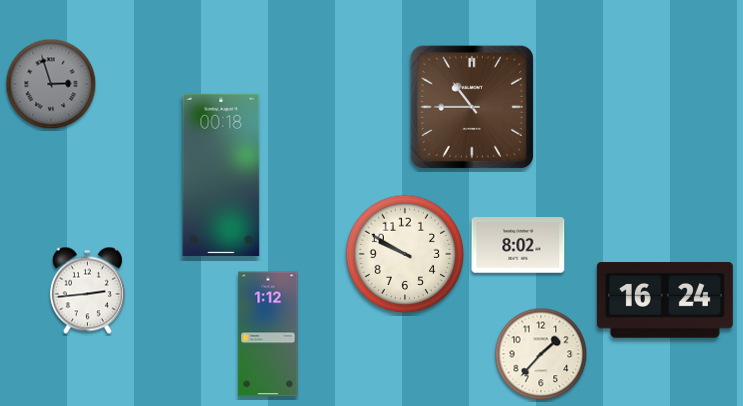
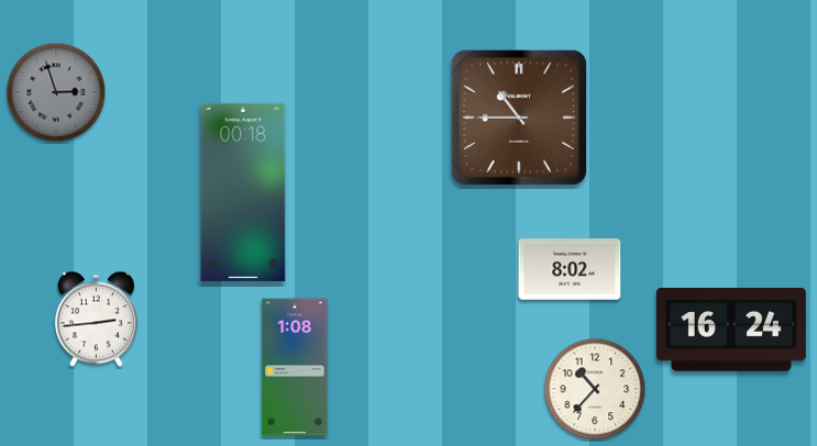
clock at (405, 254): 9:50 -> none
clock at (268, 334): 1:12 -> 1:08
clock at (541, 354): 1:37 -> 10:37
